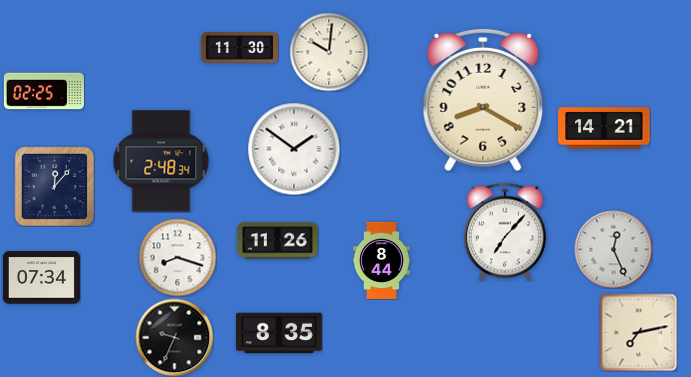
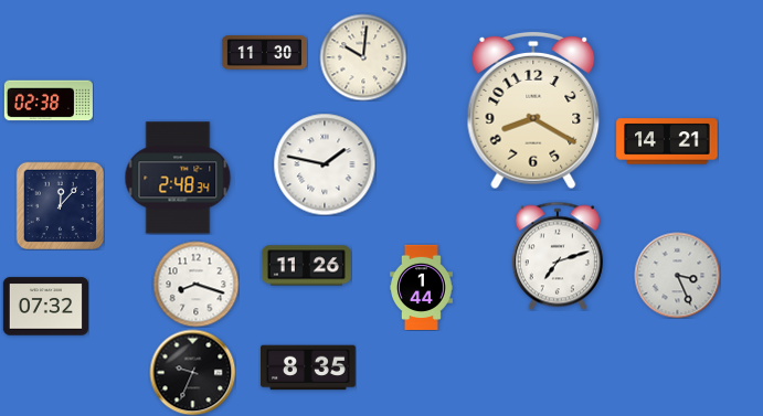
clock at (44, 91): 02:25 -> 02:38
clock at (294, 149): 1:51 -> 1:47
clock at (505, 232): 7:07 -> 7:12
clock at (613, 249): 12:26 -> 3:26
clock at (381, 260): 8:44 -> 1:44
clock at (41, 278): 07:34 -> 07:32
clock at (638, 332): 7:13 -> none
